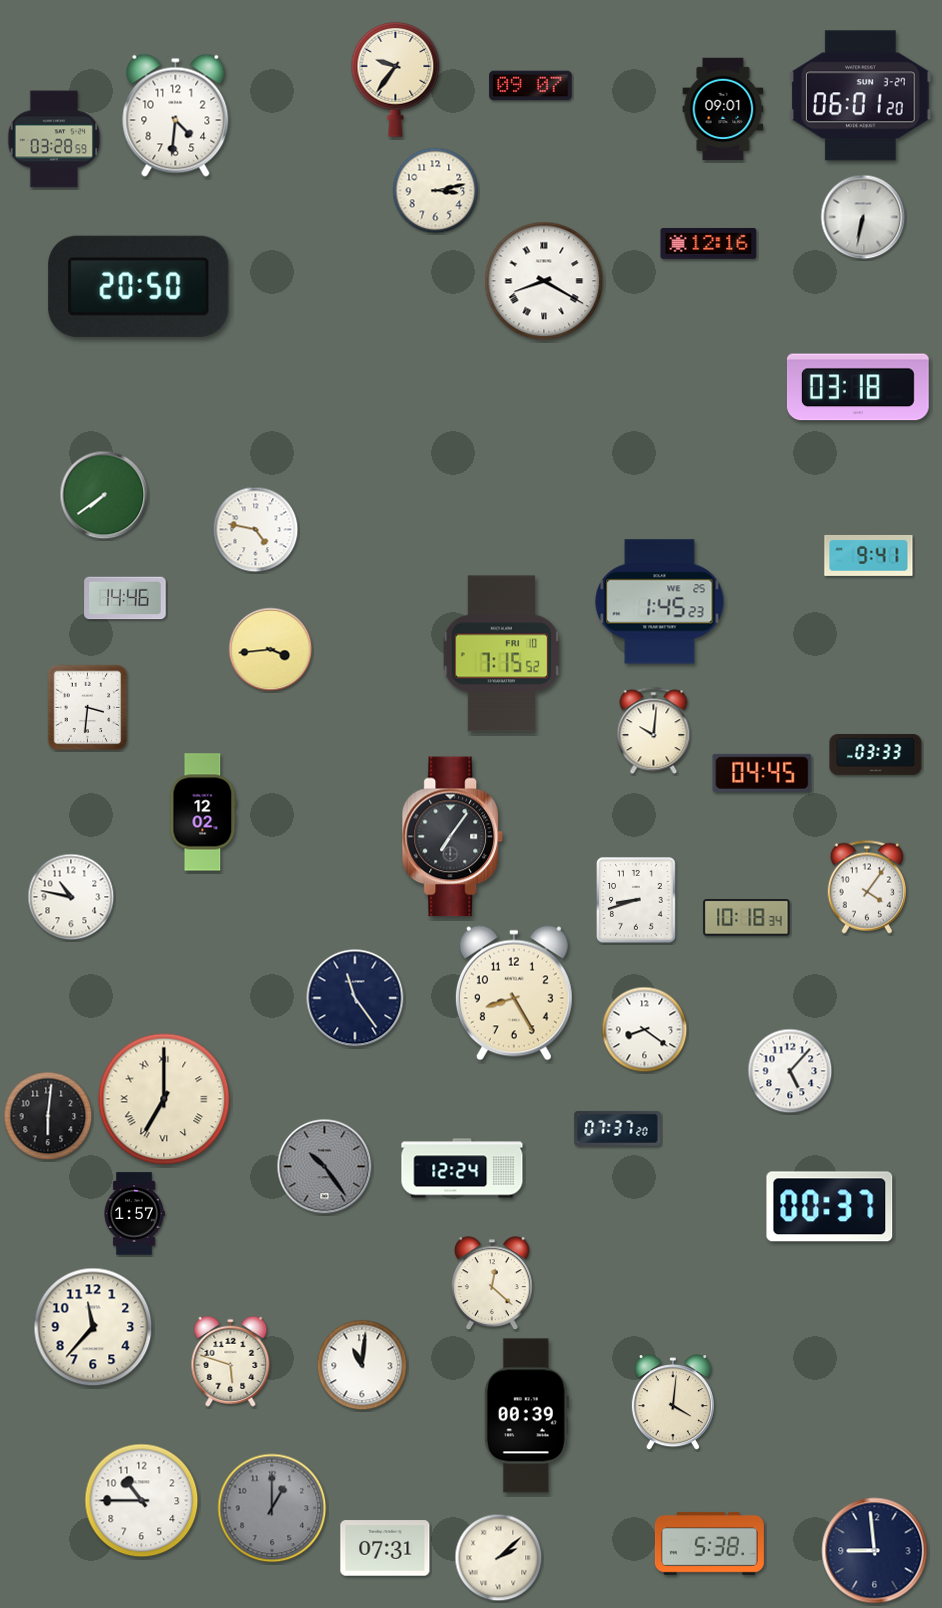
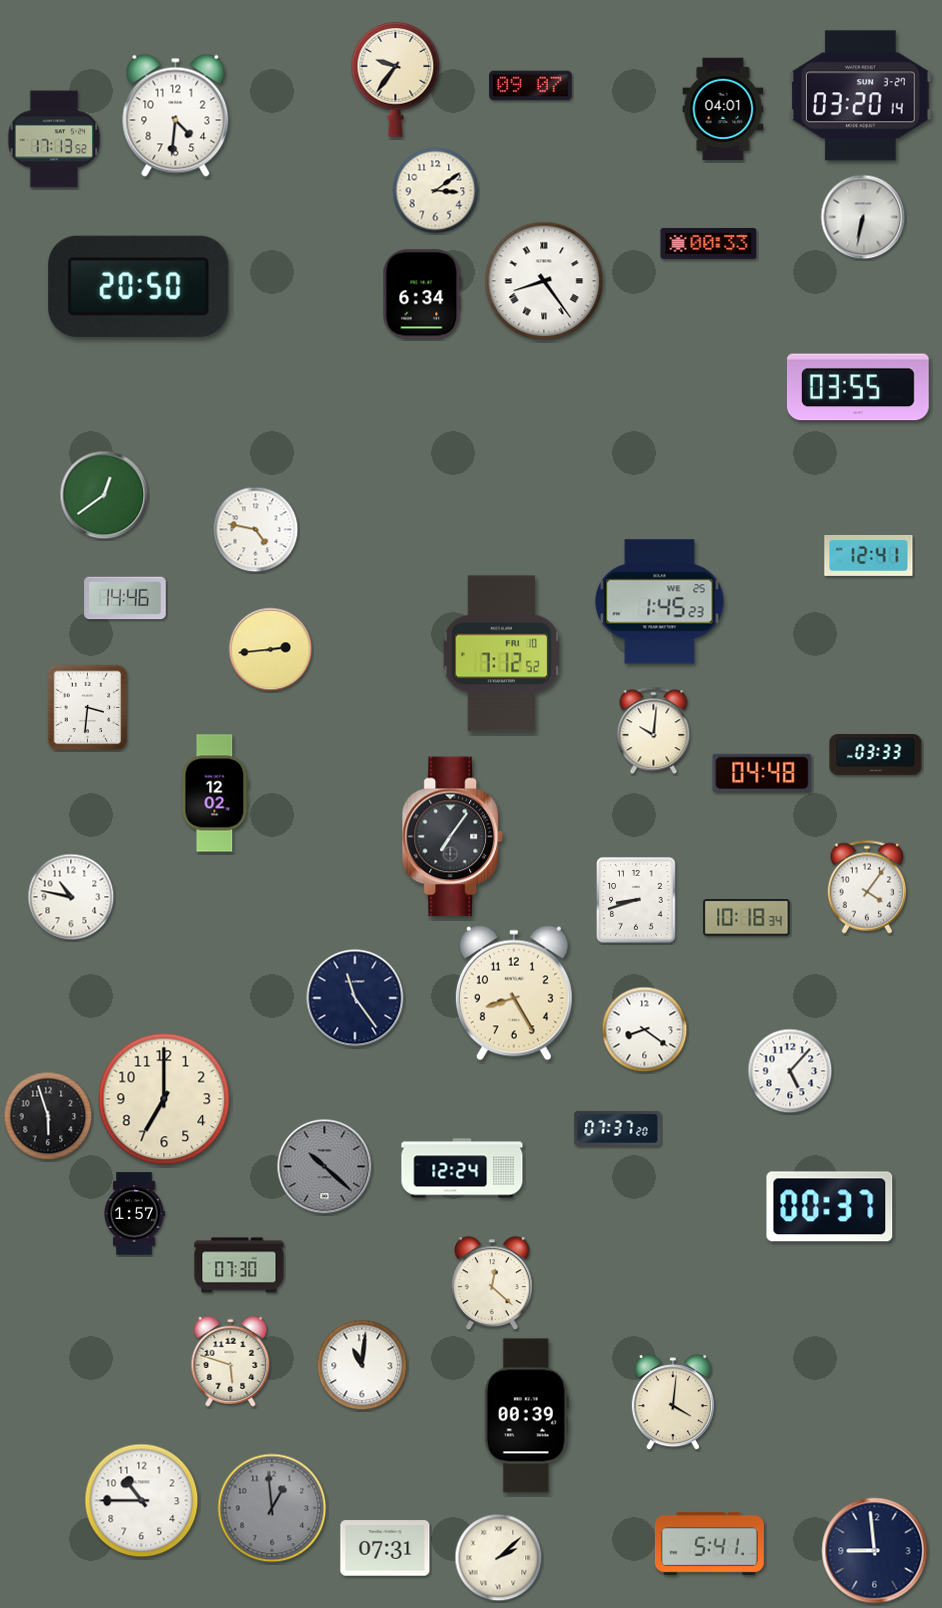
clock at (860, 96): 06:01 -> 03:20
clock at (723, 109): 09:01 -> 04:01
clock at (54, 139): 03:28 -> 17:13
clock at (436, 191): 3:13 -> 3:09
clock at (709, 243): 12:16 -> 00:33
clock at (544, 281): 8:20 -> 8:24
clock at (422, 294): none -> 6:34
clock at (858, 387): 03:18 -> 03:55
clock at (104, 495): 7:39 -> 12:39
clock at (869, 555): 9:41 -> 12:41
clock at (271, 650): 3:44 -> 2:44
clock at (502, 654): 7:15 -> 7:12
clock at (762, 773): 04:45 -> 04:48
clock at (203, 812) position: (203, 812) -> (215, 793)
clock at (164, 1099) numerals: Roman -> Arabic
clock at (48, 1116): 6:01 -> 5:57
clock at (325, 1167): 10:24 -> 10:22
clock at (239, 1265): none -> 07:30
clock at (93, 1327): 11:37 -> none
clock at (272, 1508): 1:00 -> 12:59
clock at (709, 1543): 5:38 -> 5:41
